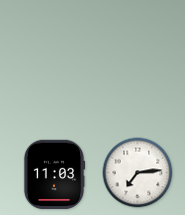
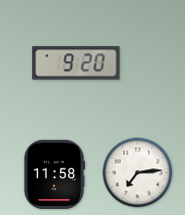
clock at (76, 63): none -> 9:20
clock at (54, 175): 11:03 -> 11:58
